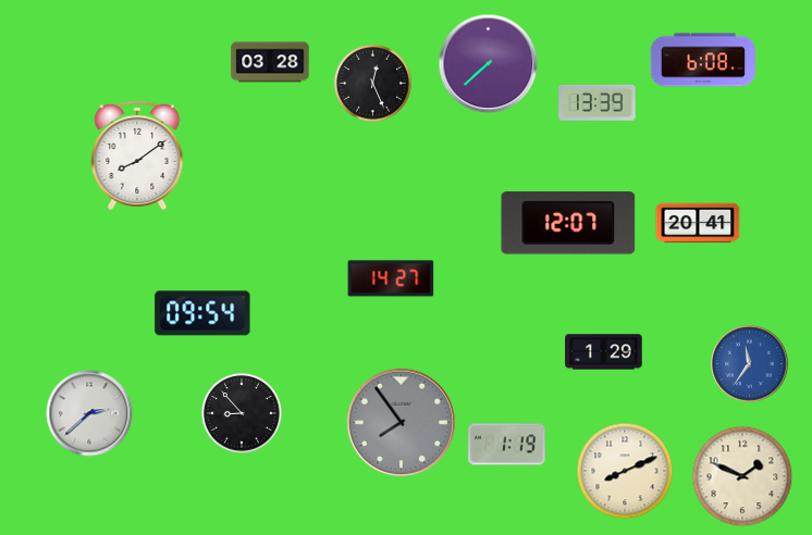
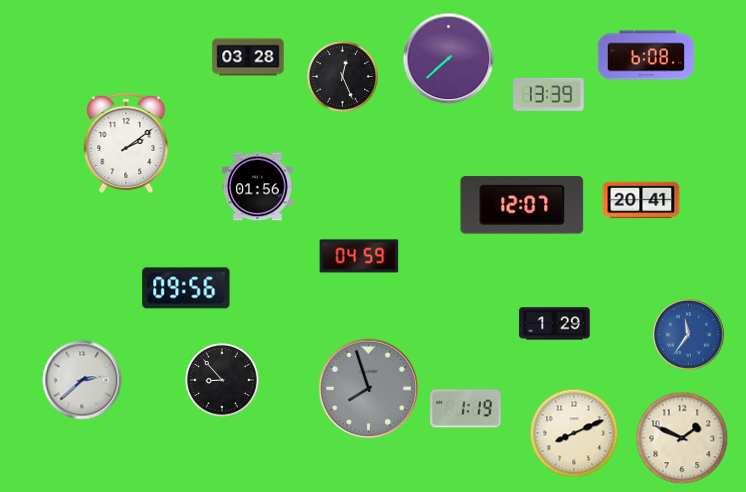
clock at (137, 155): 8:09 -> 2:09
clock at (258, 187): none -> 01:56
clock at (698, 223) position: (698, 223) -> (641, 200)
clock at (391, 278): 14:27 -> 04:59
clock at (202, 313): 09:54 -> 09:56
clock at (401, 422): 7:54 -> 7:57
